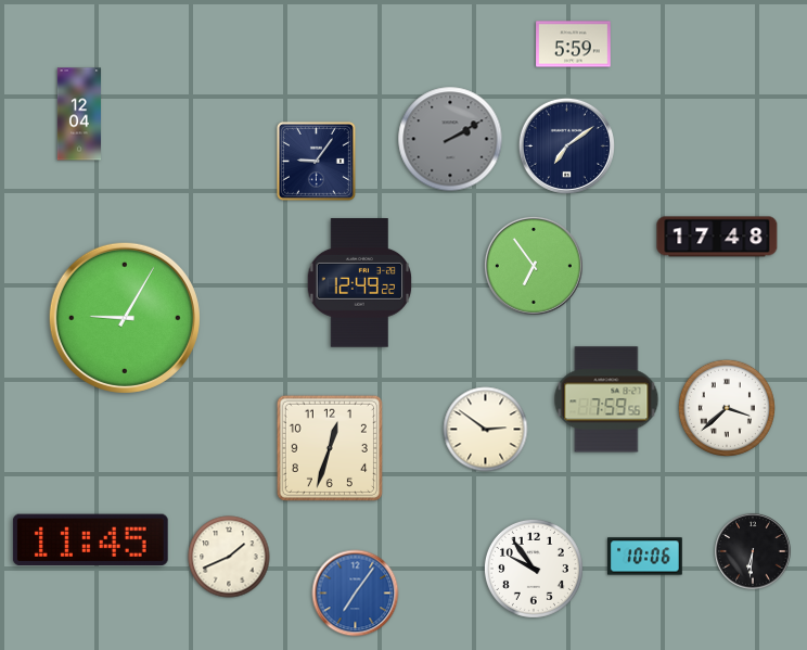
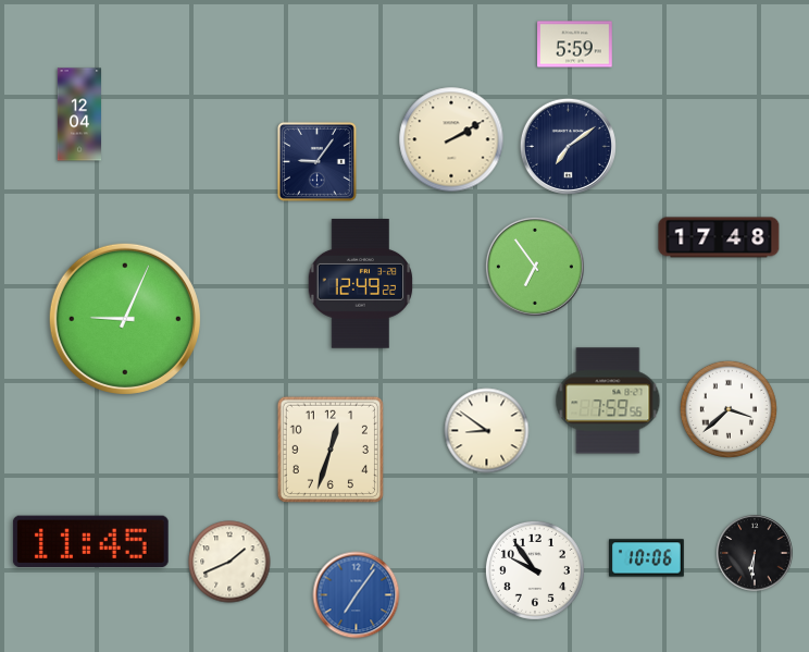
clock at (450, 139) dial: grey -> cream
clock at (125, 318): 9:05 -> 9:04
clock at (486, 430): 2:51 -> 8:51
clock at (229, 557) position: (229, 557) -> (229, 562)
